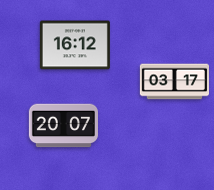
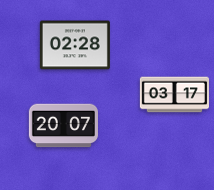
clock at (75, 45): 16:12 -> 02:28
clock at (174, 82) position: (174, 82) -> (174, 95)
